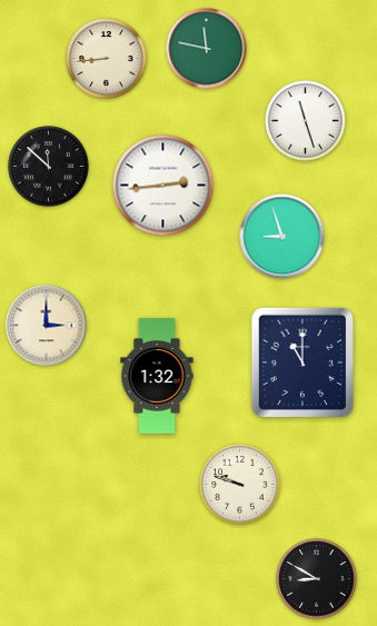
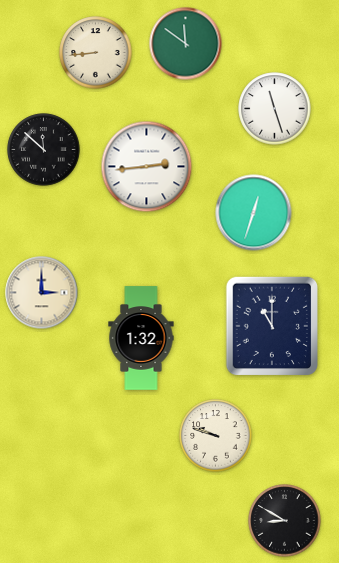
clock at (207, 49): 11:47 -> 11:51
clock at (282, 237): 8:57 -> 12:33
